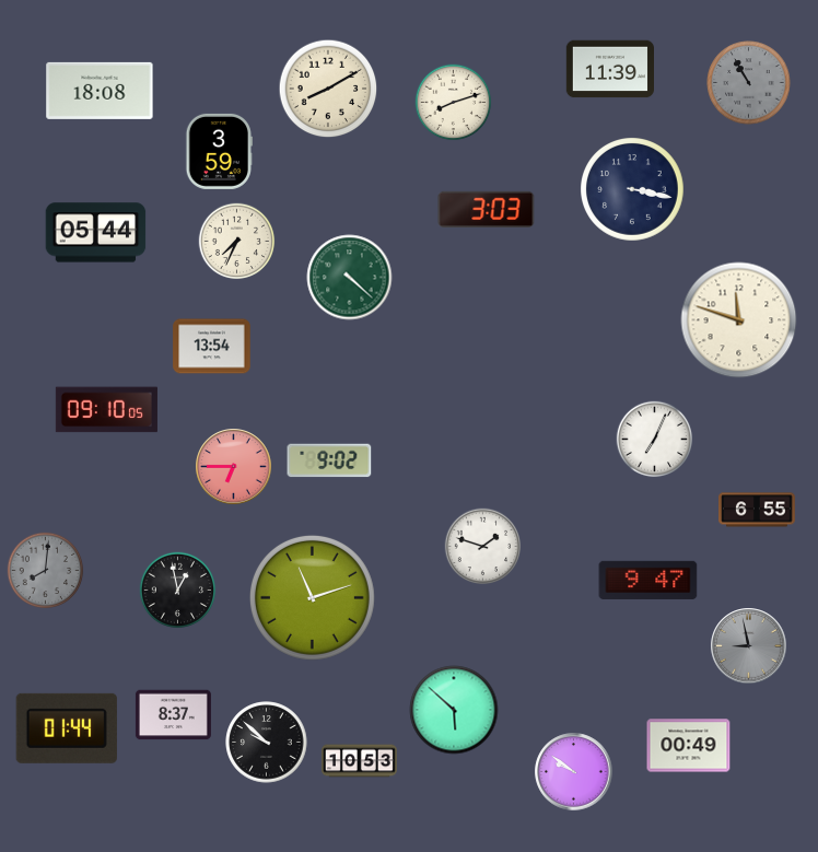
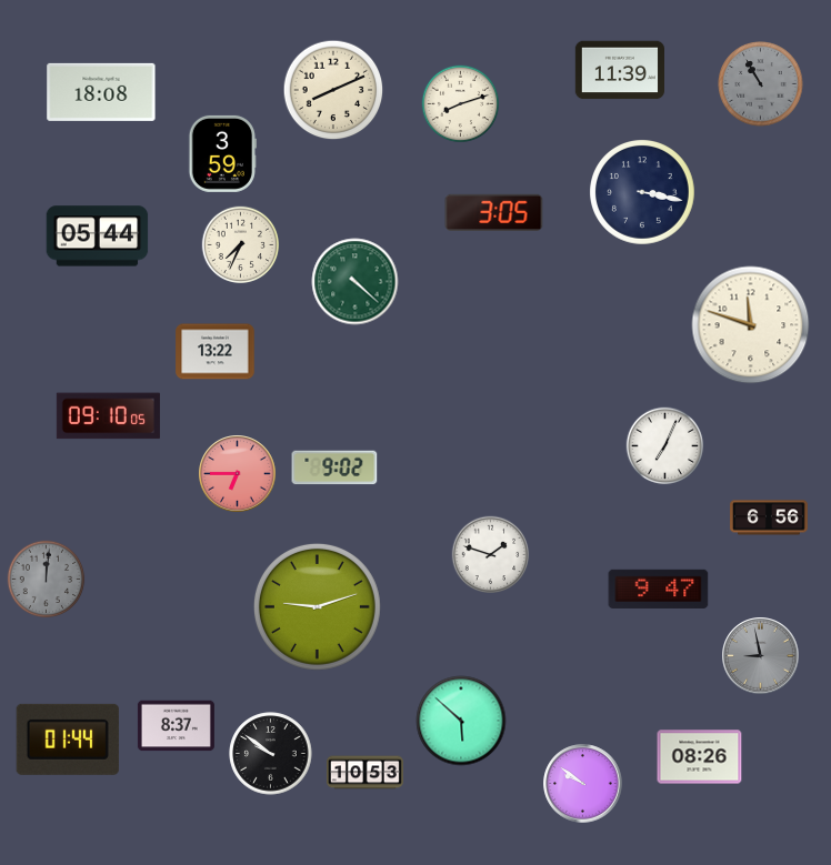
clock at (328, 89): 8:10 -> 8:11
clock at (487, 209): 3:03 -> 3:05
clock at (212, 347): 13:54 -> 13:22
clock at (757, 510): 6:55 -> 6:56
clock at (46, 571): 8:01 -> 12:01
clock at (178, 591): 12:58 -> none
clock at (312, 597): 11:12 -> 9:12
clock at (267, 743): 9:52 -> 9:51
clock at (689, 746): 00:49 -> 08:26
